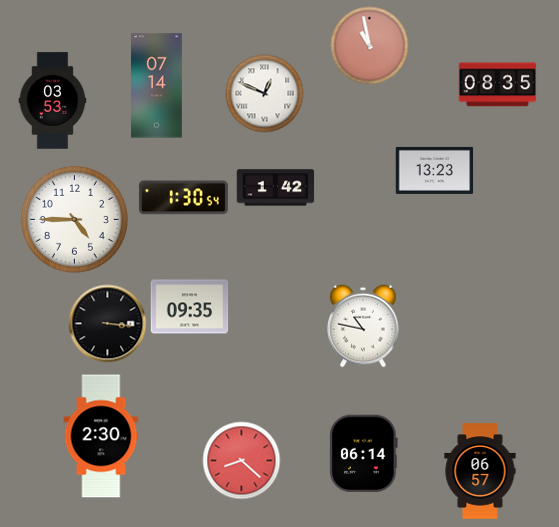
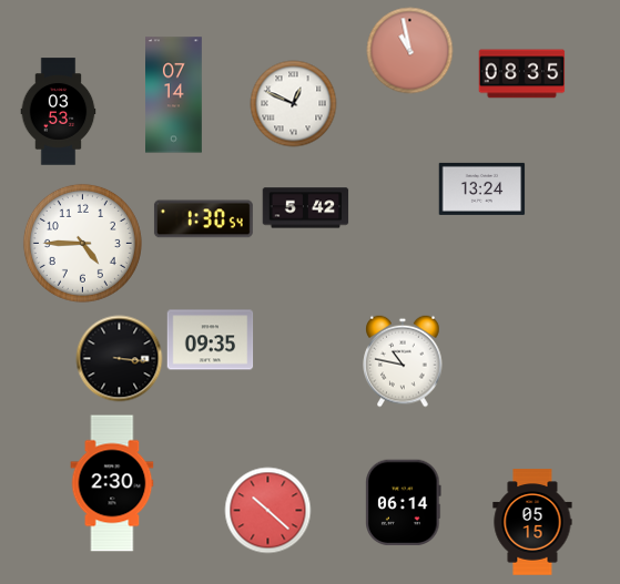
clock at (497, 85) position: (497, 85) -> (521, 74)
clock at (434, 170): 13:23 -> 13:24
clock at (275, 188): 1:42 -> 5:42
clock at (241, 460): 8:22 -> 10:22
clock at (480, 471): 06:57 -> 05:15
